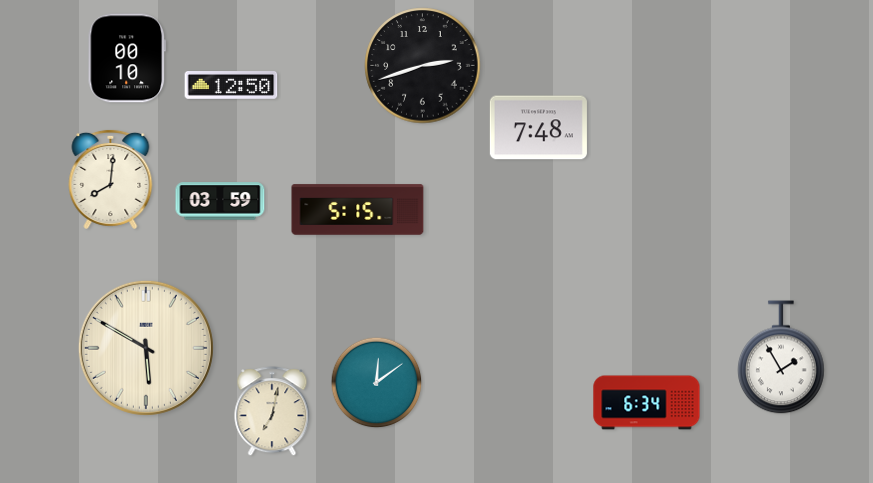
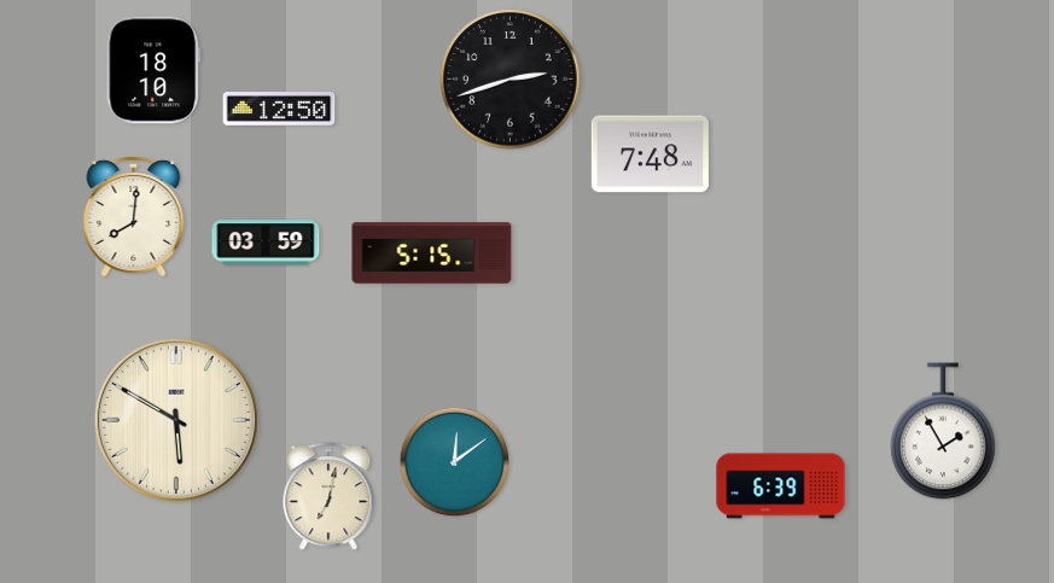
clock at (126, 58): 00:10 -> 18:10
clock at (231, 86) position: (231, 86) -> (279, 110)
clock at (647, 403): 6:34 -> 6:39
